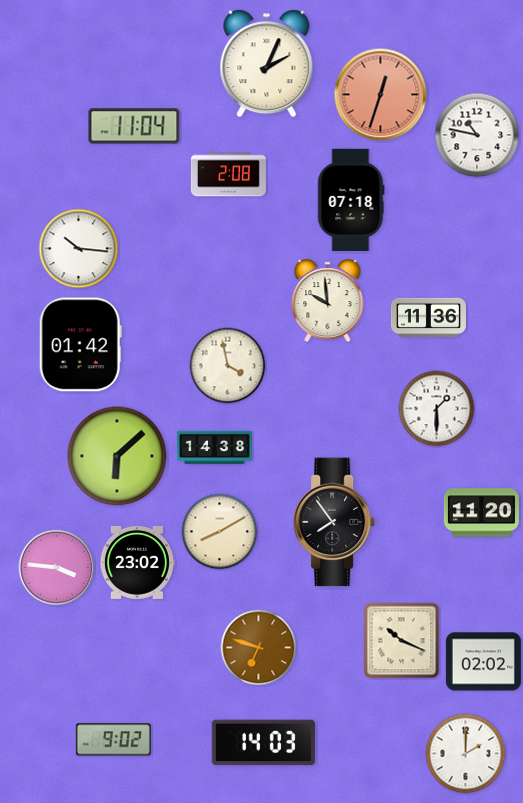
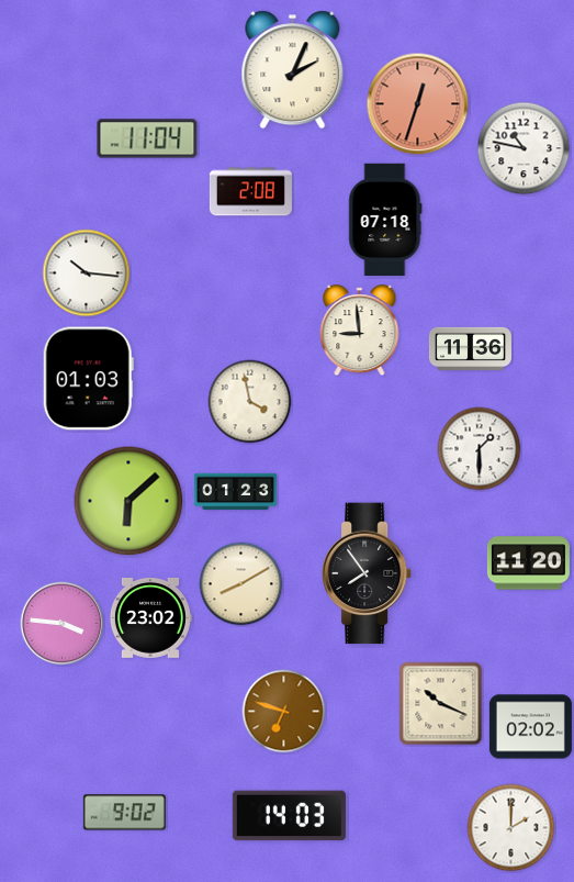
clock at (328, 301): 9:59 -> 8:59
clock at (80, 345): 01:42 -> 01:03
clock at (214, 448): 14:38 -> 01:23
